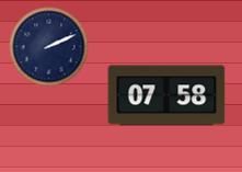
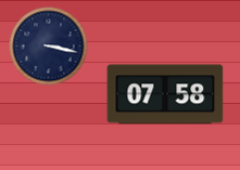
clock at (49, 47): 2:11 -> 3:17
